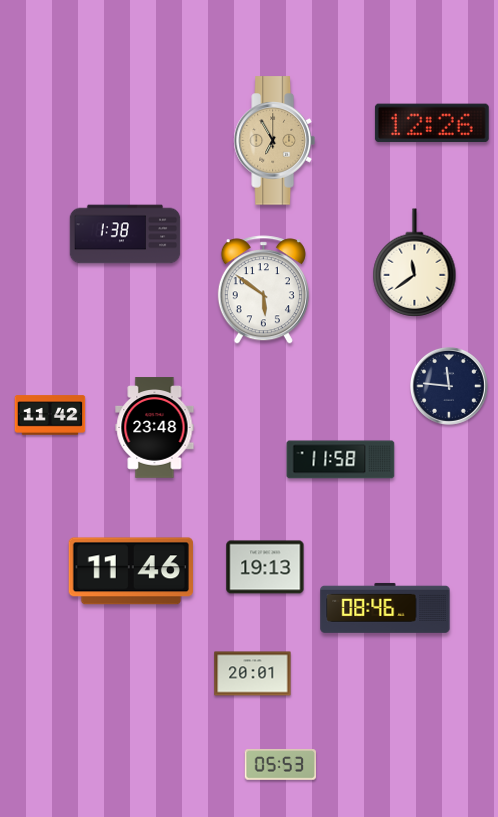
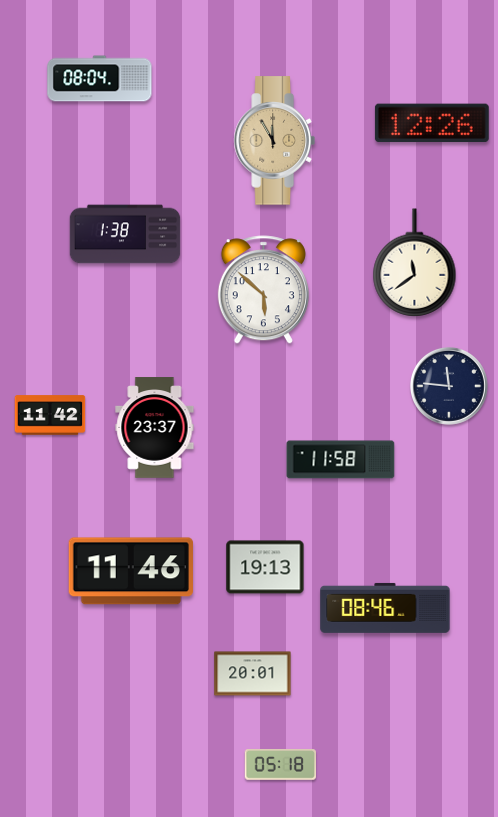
clock at (100, 79): none -> 08:04
clock at (274, 141): 6:55 -> 11:55
clock at (263, 290): 5:51 -> 5:52
clock at (155, 428): 23:48 -> 23:37
clock at (281, 765): 05:53 -> 05:18
